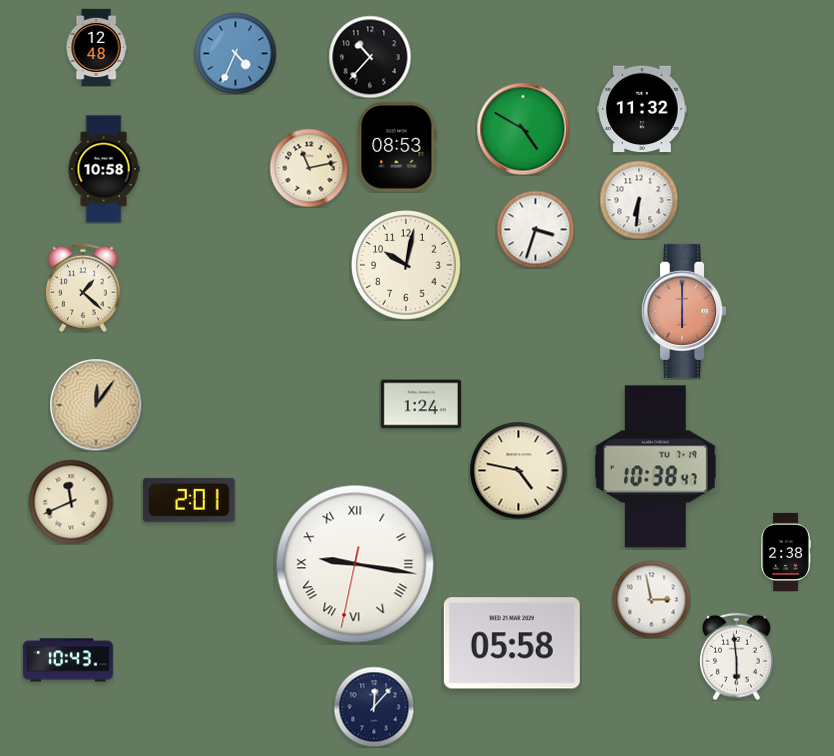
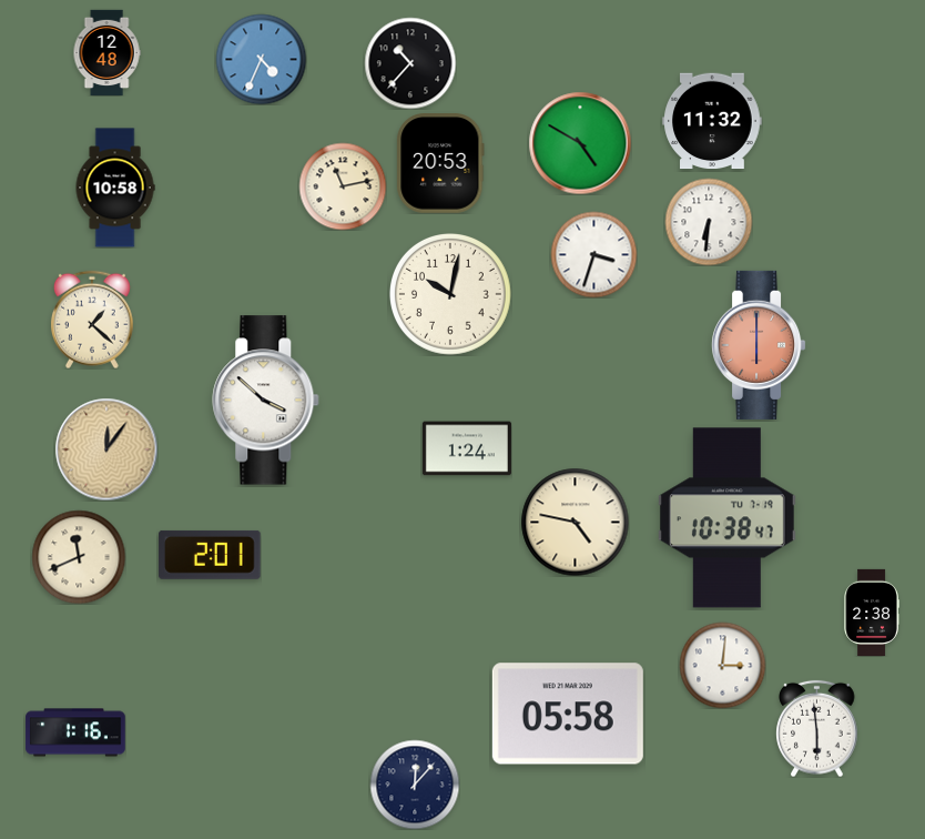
clock at (397, 147): 08:53 -> 20:53
clock at (266, 401): none -> 3:52
clock at (355, 564): 9:16 -> none
clock at (651, 599): 2:58 -> 3:01
clock at (68, 660): 10:43 -> 1:16
